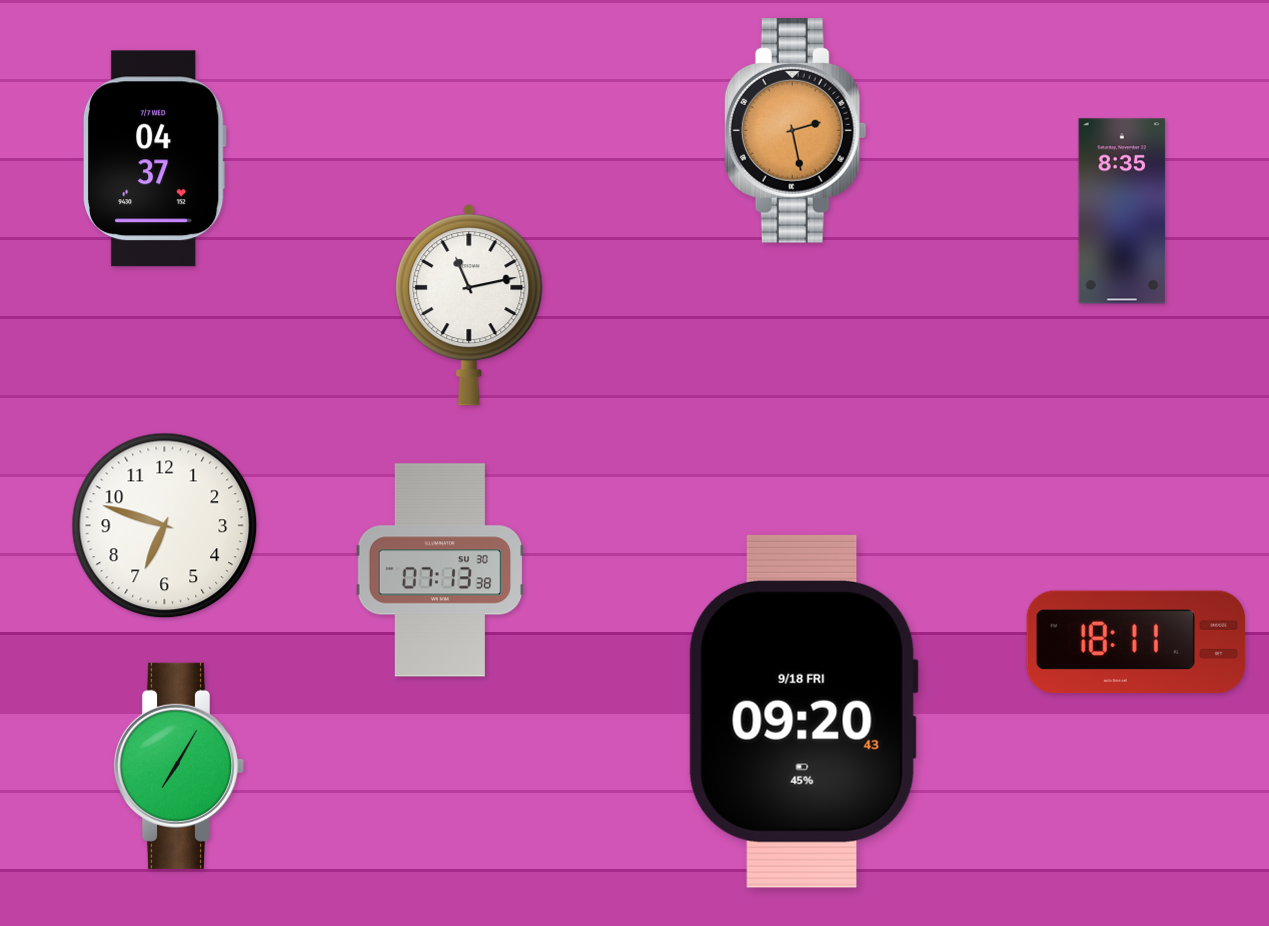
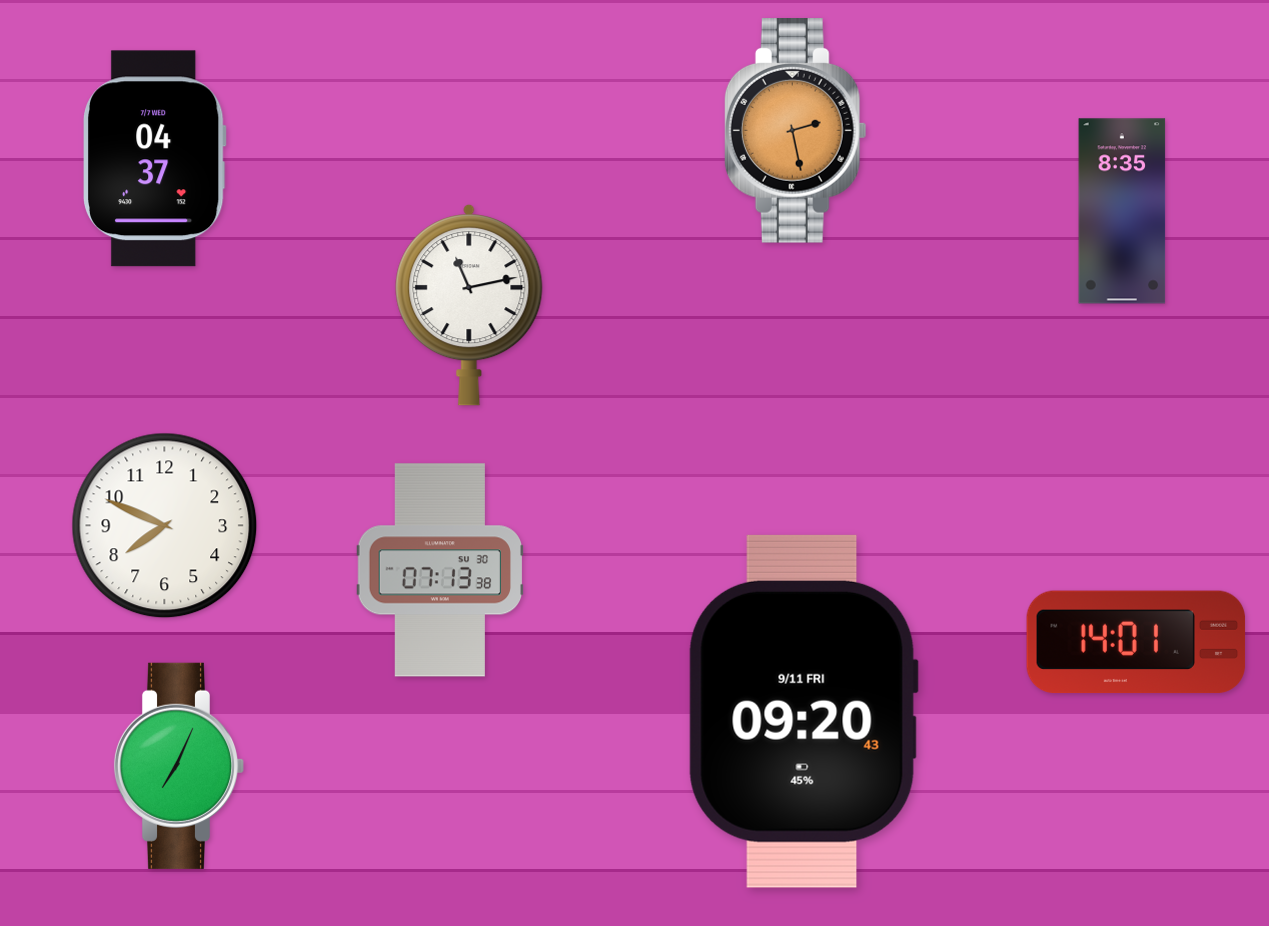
clock at (165, 526): 6:48 -> 7:49
clock at (1136, 642): 18:11 -> 14:01
clock at (803, 711) date: 9/18 FRI -> 9/11 FRI
clock at (179, 766): 7:05 -> 7:04
